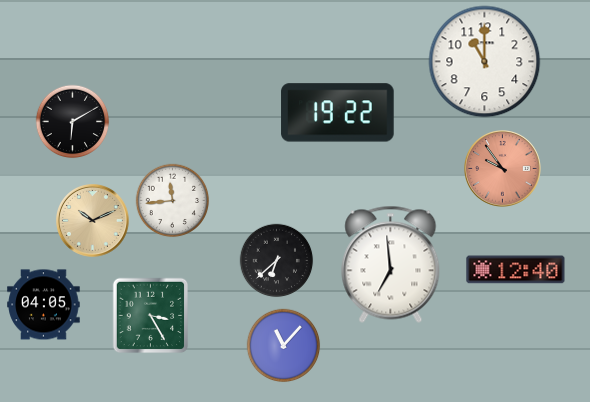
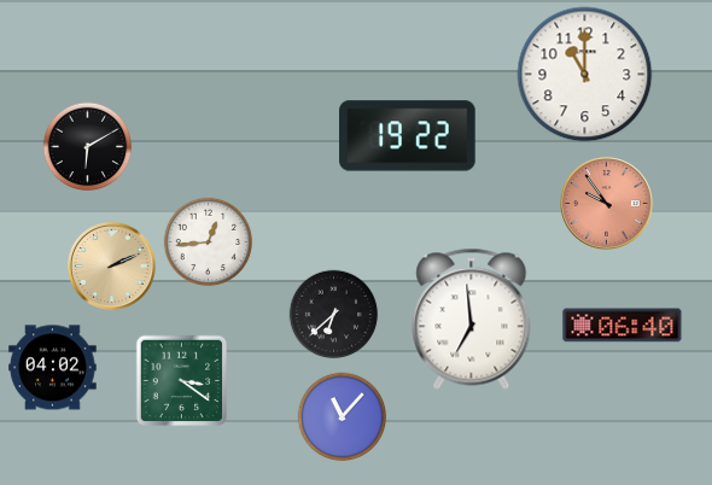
clock at (173, 201): 11:44 -> 12:44
clock at (93, 221): 10:11 -> 2:11
clock at (516, 270): 12:40 -> 06:40
clock at (44, 305): 04:05 -> 04:02
clock at (151, 316): 3:25 -> 3:21
